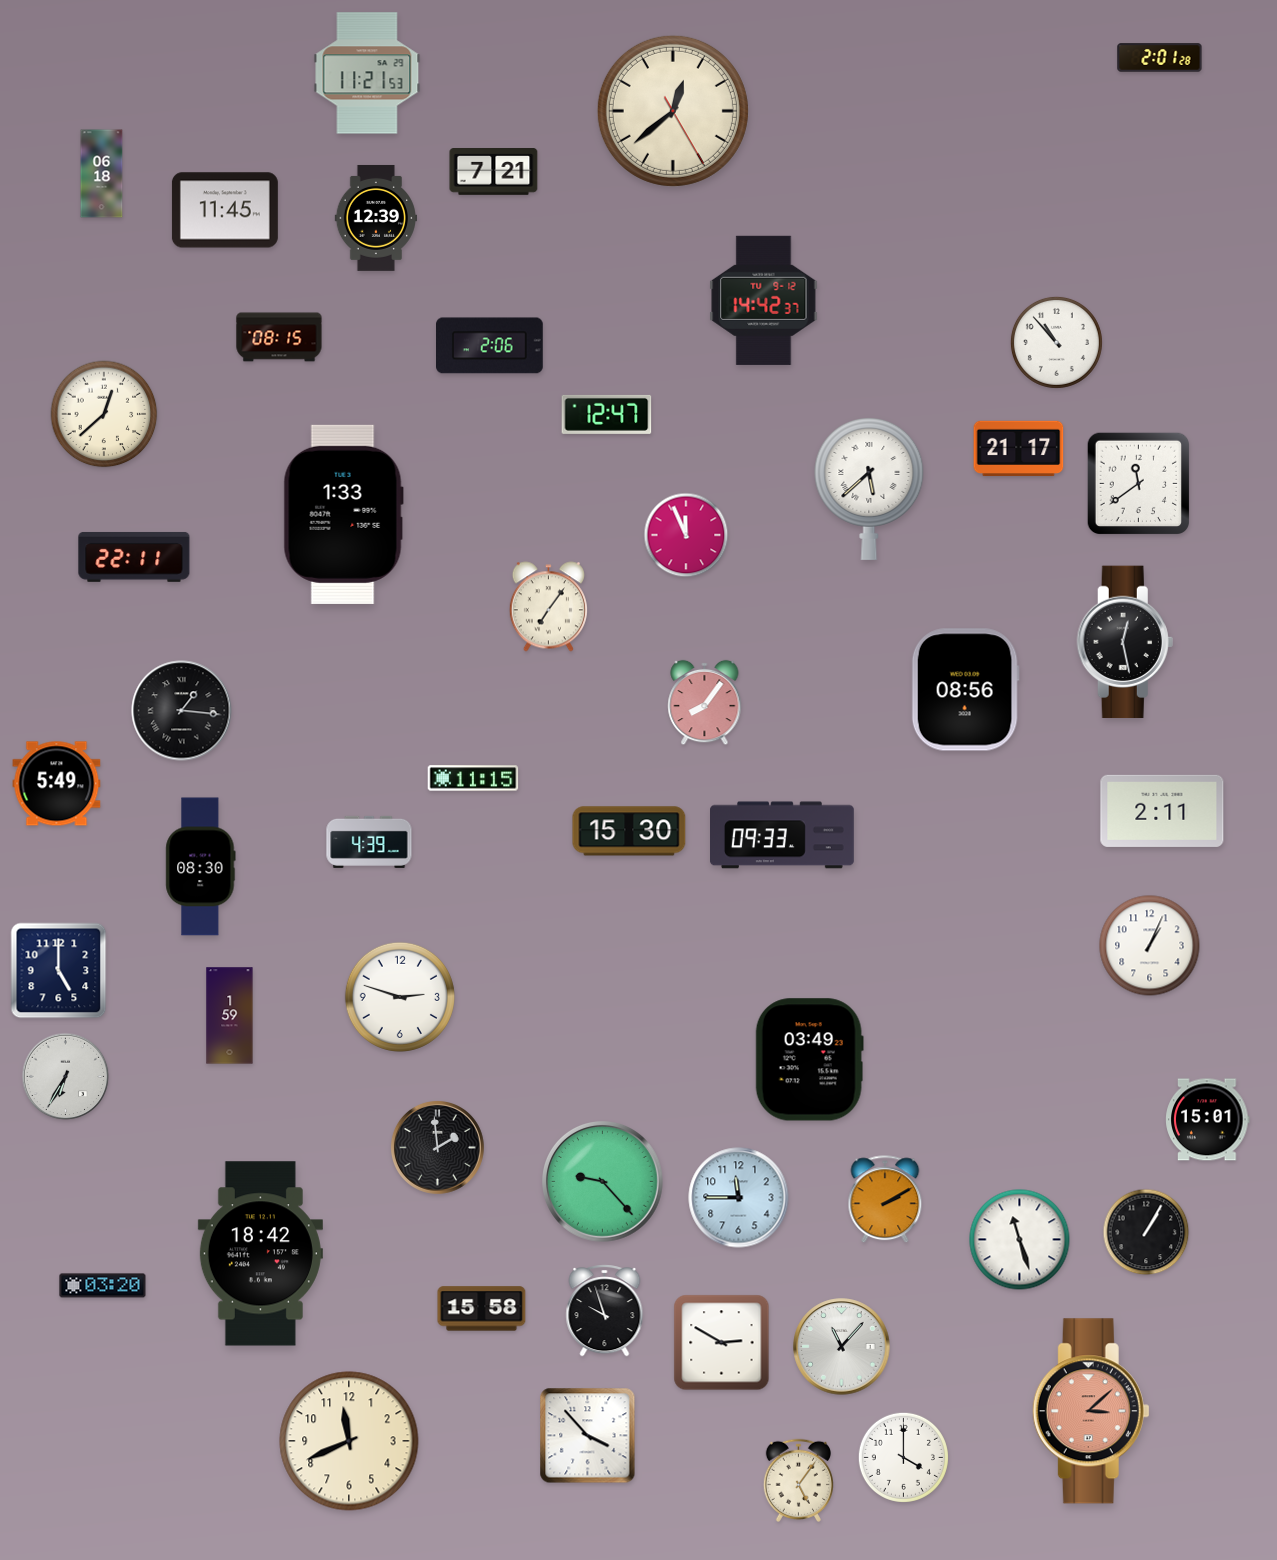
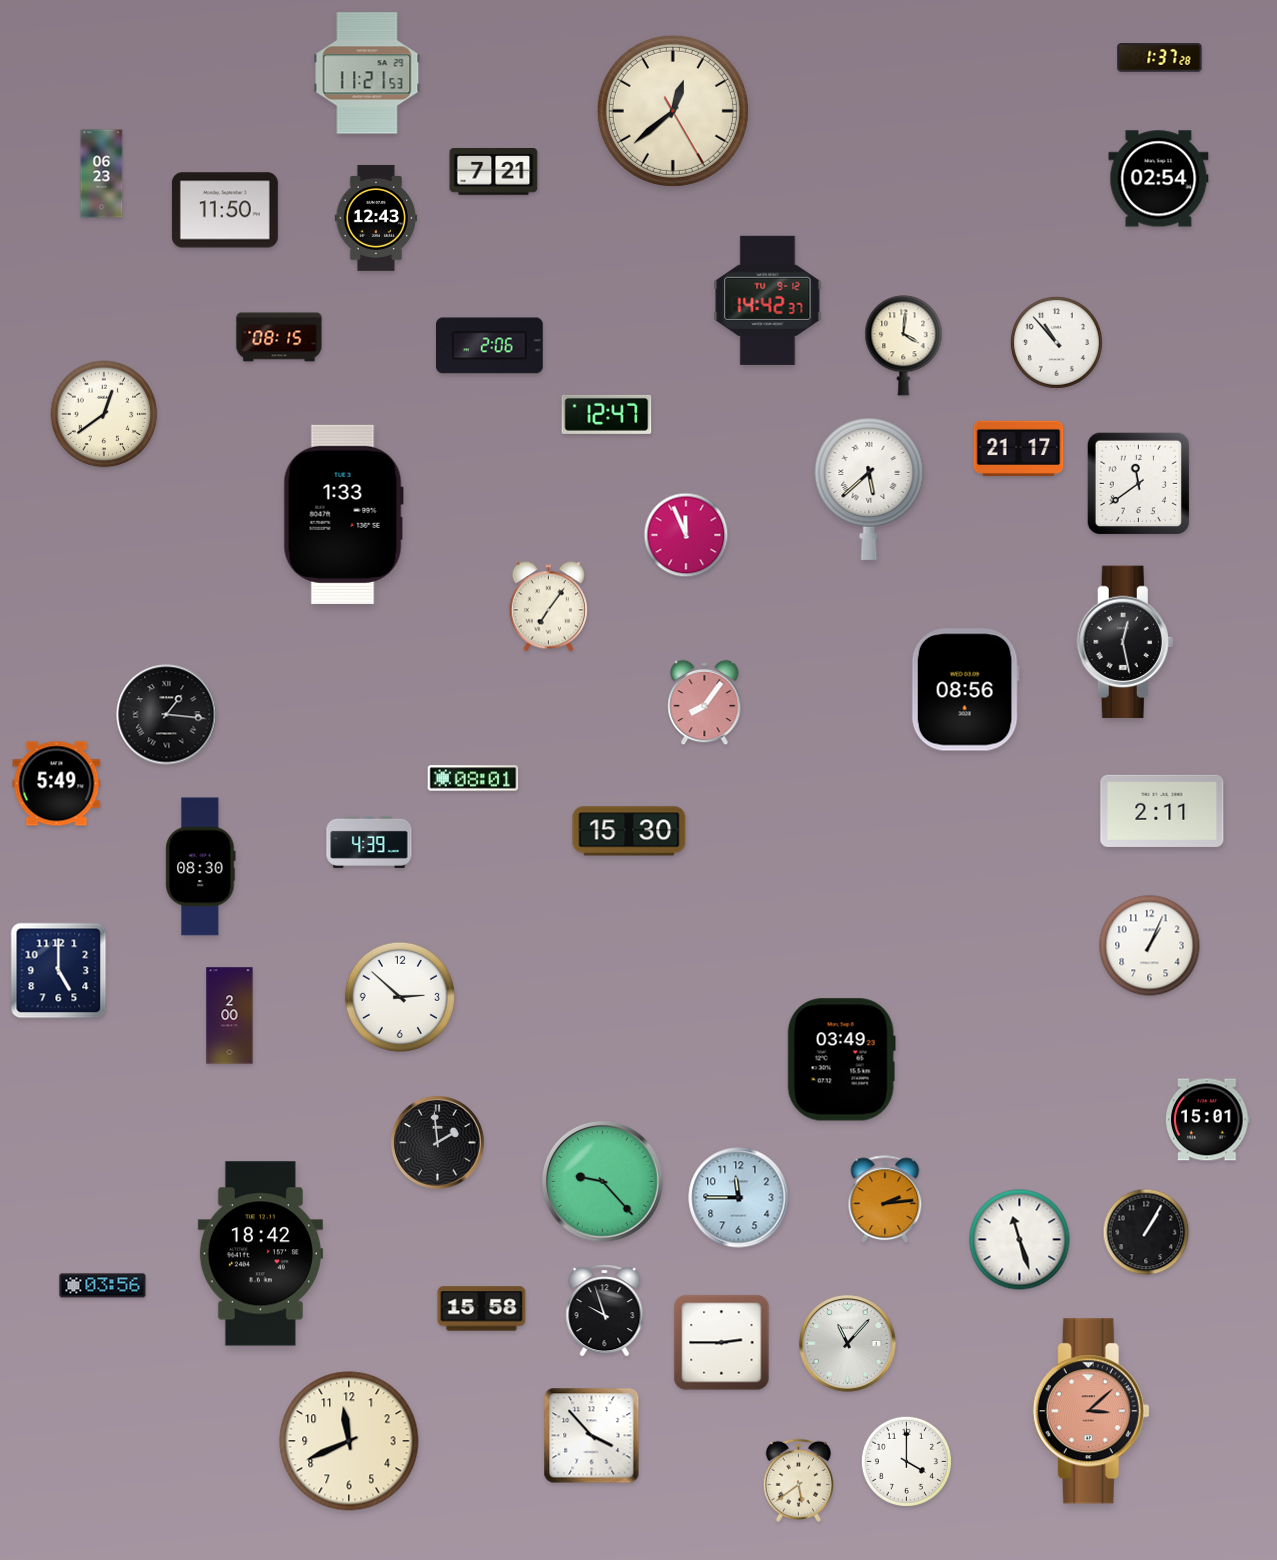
clock at (1160, 58): 2:01 -> 1:37
clock at (102, 174): 06:18 -> 06:23
clock at (1159, 179): none -> 02:54
clock at (225, 210): 11:45 -> 11:50
clock at (375, 218): 12:39 -> 12:43
clock at (764, 300) position: (764, 300) -> (768, 300)
clock at (904, 346): none -> 4:01
clock at (104, 414): 12:38 -> 12:39
clock at (134, 557): 22:11 -> none
clock at (182, 711) position: (182, 711) -> (167, 715)
clock at (473, 778): 11:15 -> 08:01
clock at (783, 835): 09:33 -> none
clock at (400, 997): 2:48 -> 2:52
clock at (230, 1016): 1:59 -> 2:00
clock at (809, 1060) position: (809, 1060) -> (841, 1060)
clock at (66, 1077): 6:35 -> none
clock at (437, 1147) position: (437, 1147) -> (437, 1142)
clock at (885, 1200): 2:10 -> 2:14
clock at (103, 1286): 03:20 -> 03:56
clock at (722, 1343): 2:50 -> 2:45
clock at (842, 1347) position: (842, 1347) -> (848, 1344)
clock at (588, 1436) position: (588, 1436) -> (592, 1436)
clock at (903, 1457) position: (903, 1457) -> (906, 1461)
clock at (798, 1480): 5:06 -> 5:39
